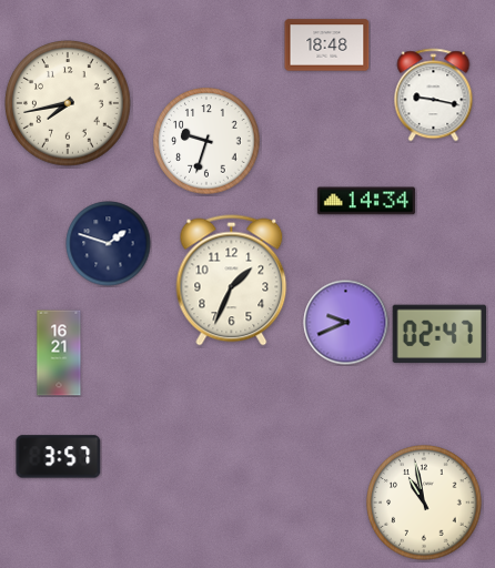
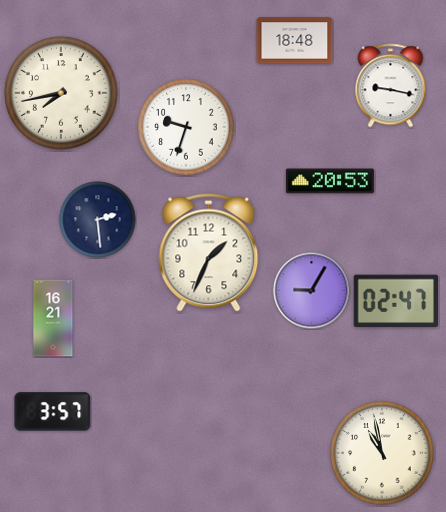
clock at (366, 201): 14:34 -> 20:53
clock at (109, 244): 1:48 -> 2:29
clock at (346, 323): 9:41 -> 9:05
